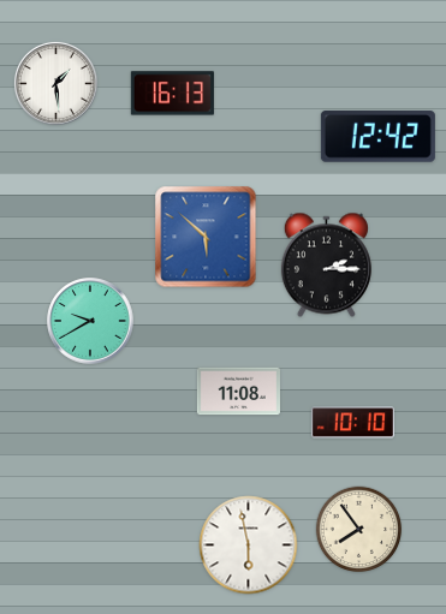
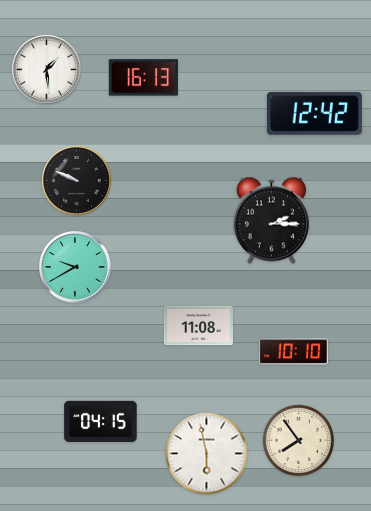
clock at (76, 180): none -> 9:49
clock at (206, 237): 5:52 -> none
clock at (101, 421): none -> 04:15
